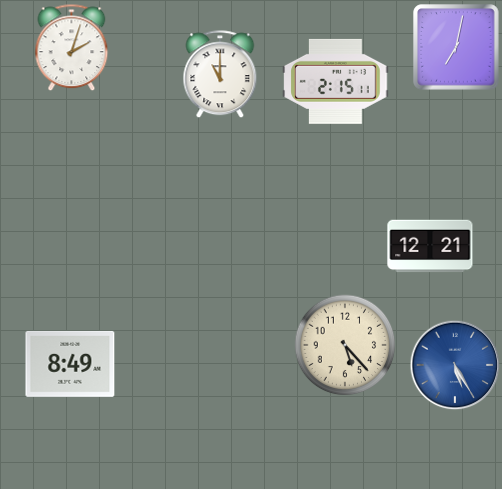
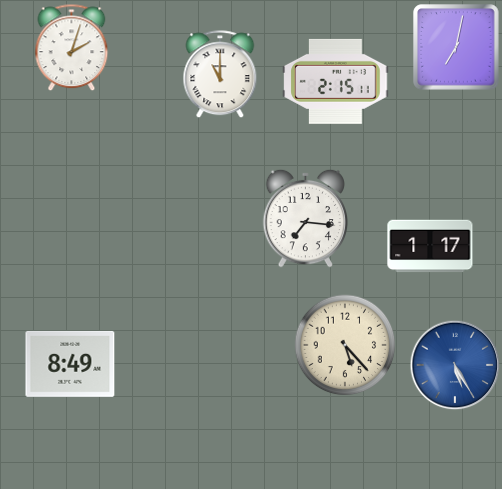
clock at (306, 218): none -> 7:16
clock at (430, 246): 12:21 -> 1:17
